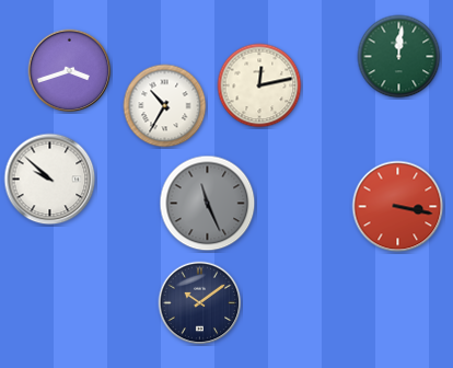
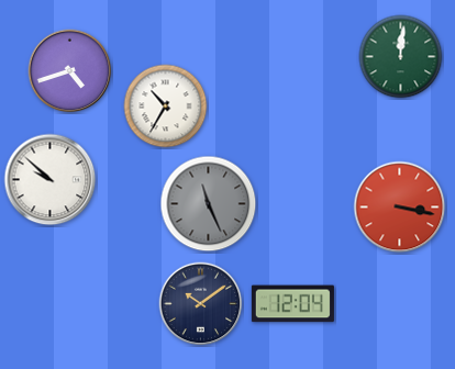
clock at (70, 71): 3:42 -> 4:42
clock at (259, 85): 12:13 -> none
clock at (292, 304): none -> 12:04
